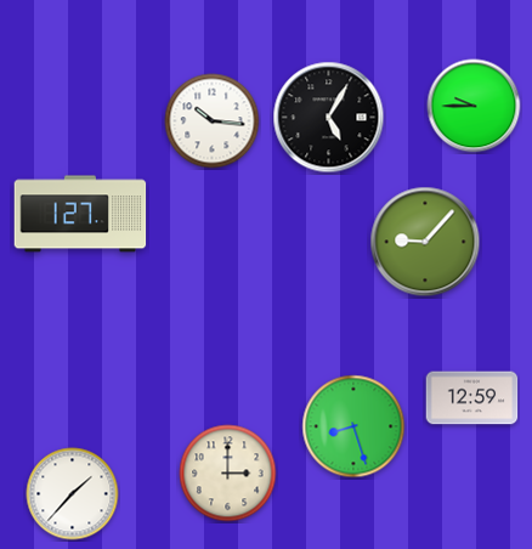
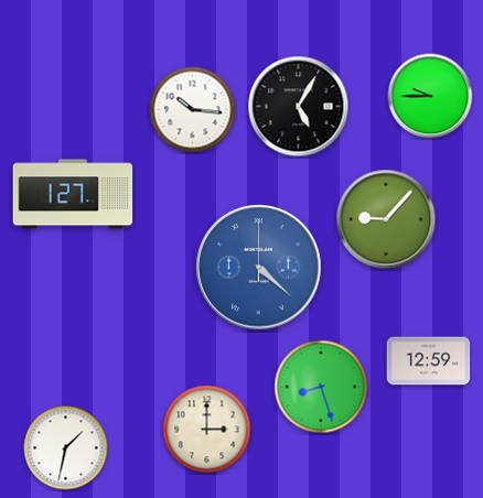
clock at (259, 268): none -> 4:22
clock at (73, 494): 1:37 -> 1:32
